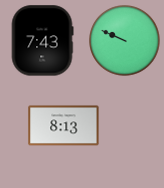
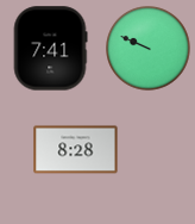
clock at (42, 41): 7:43 -> 7:41
clock at (64, 126): 8:13 -> 8:28
